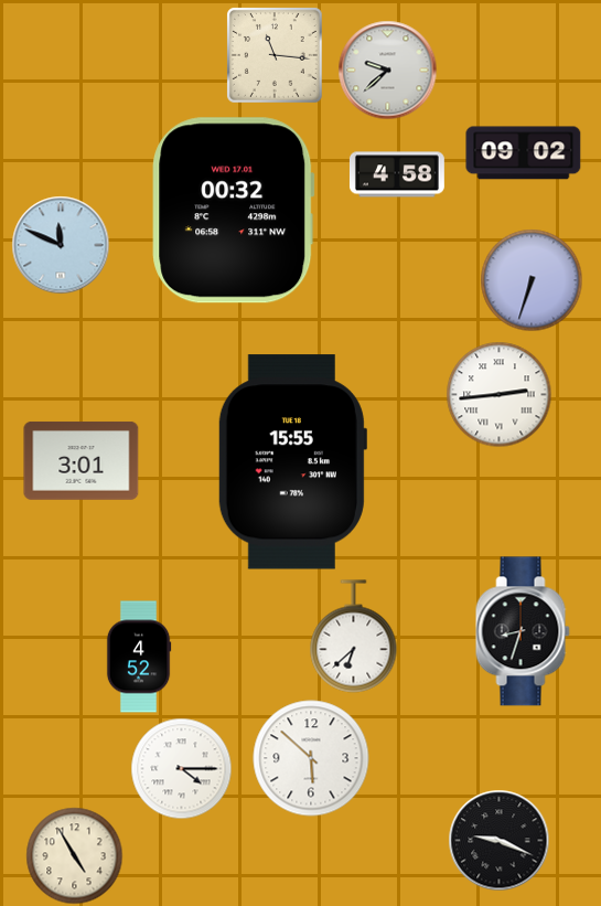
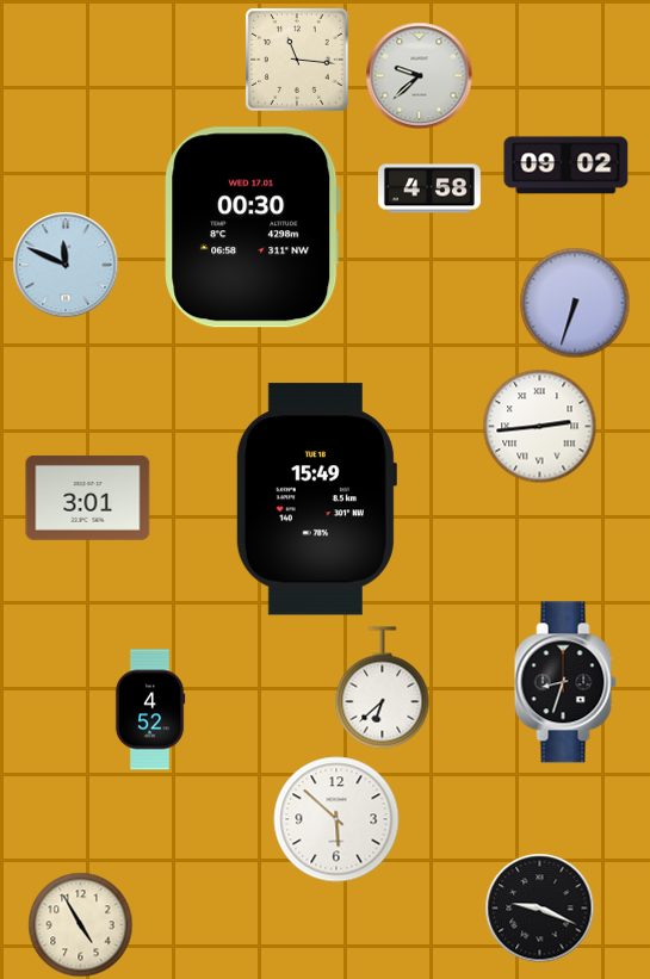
clock at (234, 211): 00:32 -> 00:30
clock at (292, 462): 15:55 -> 15:49
clock at (182, 769): 4:15 -> none
